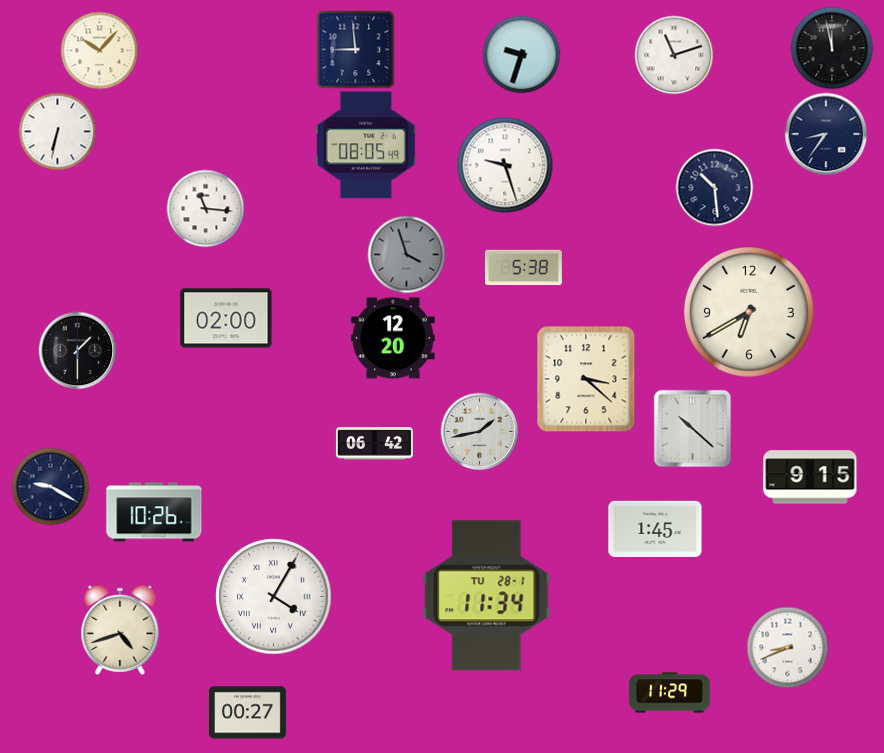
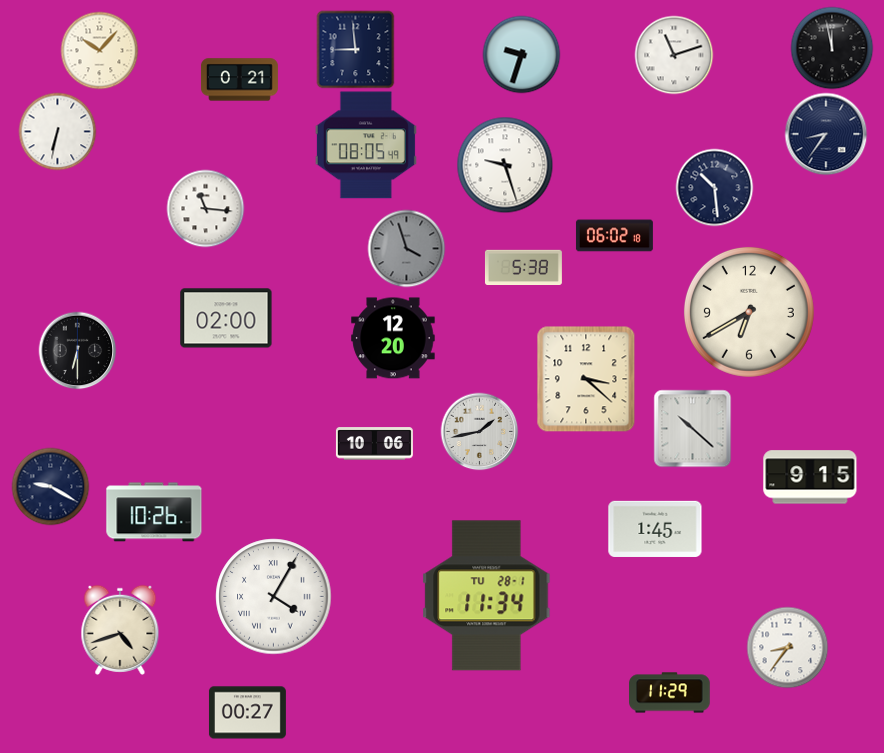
clock at (239, 80): none -> 0:21
clock at (614, 236): none -> 06:02
clock at (406, 254) position: (406, 254) -> (406, 248)
clock at (77, 350): 1:30 -> 6:30
clock at (374, 444): 06:42 -> 10:06
clock at (787, 647): 8:41 -> 8:36
